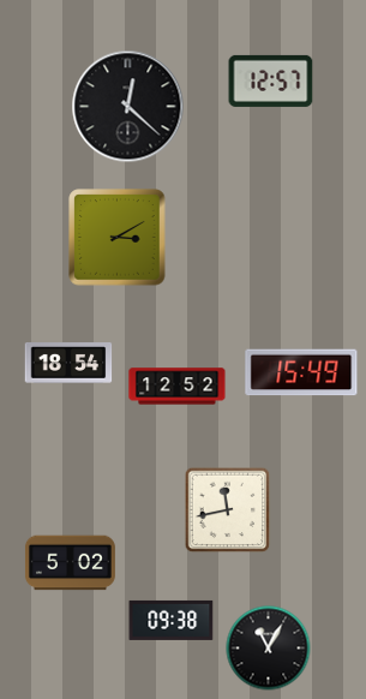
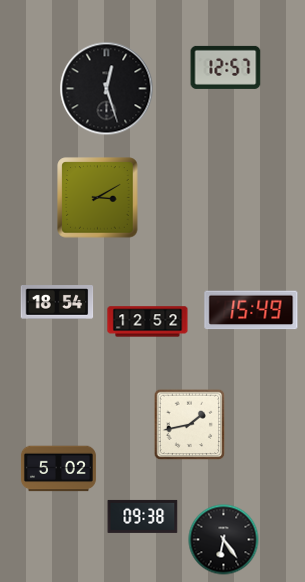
clock at (128, 107): 12:22 -> 12:27
clock at (228, 510): 11:43 -> 1:43
clock at (269, 649): 11:05 -> 6:24
